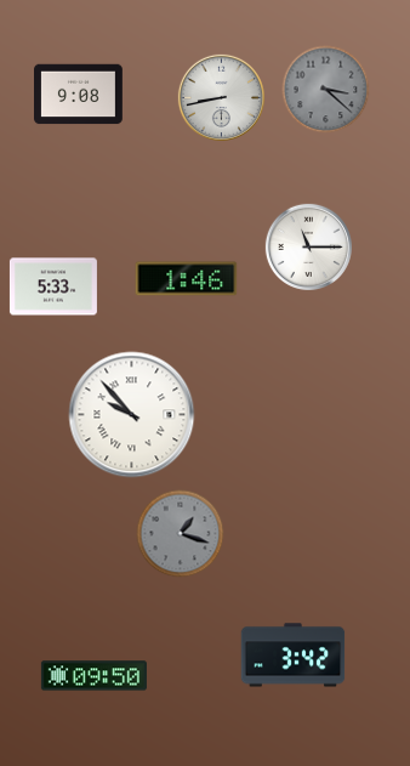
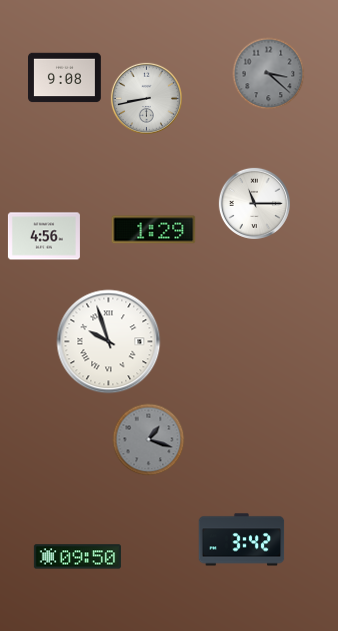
clock at (221, 97) position: (221, 97) -> (146, 98)
clock at (187, 279): 1:46 -> 1:29
clock at (53, 286): 5:33 -> 4:56
clock at (132, 415): 9:53 -> 9:57
